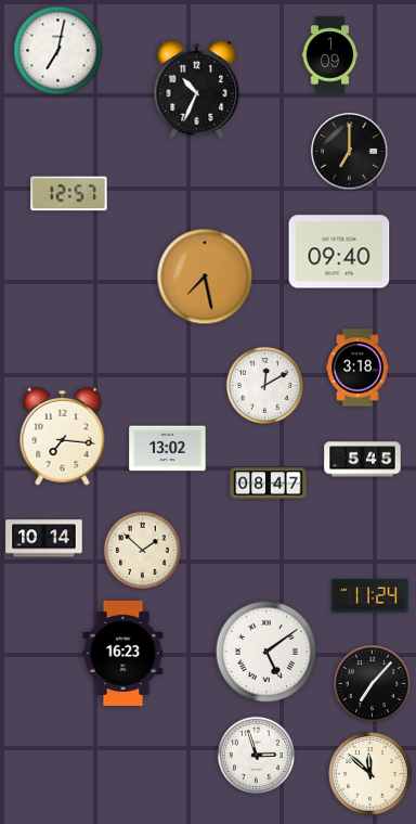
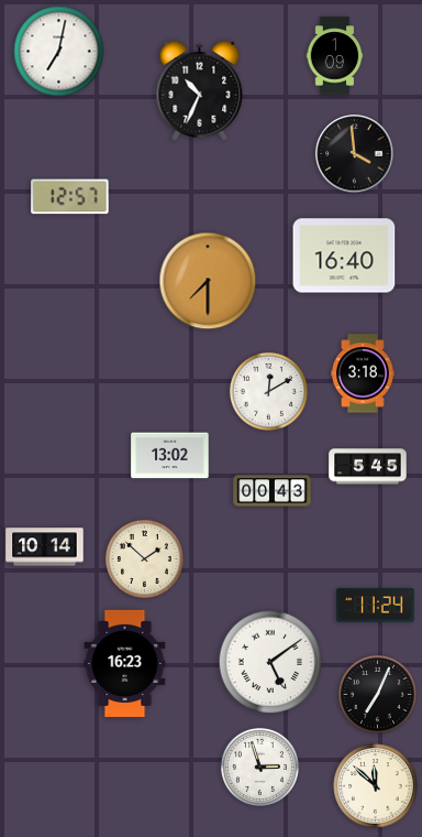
clock at (350, 152): 7:00 -> 3:59
clock at (339, 252): 09:40 -> 16:40
clock at (205, 276): 7:28 -> 7:30
clock at (63, 436): 7:16 -> none
clock at (269, 484): 08:47 -> 00:43
clock at (372, 683): 7:07 -> 7:04
